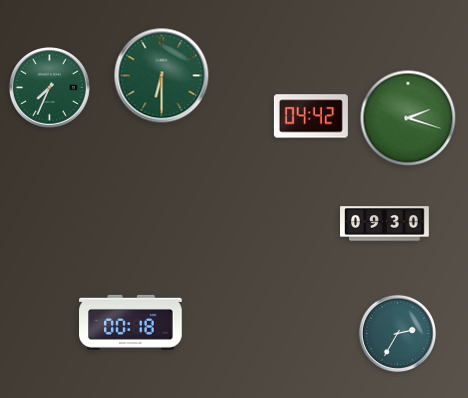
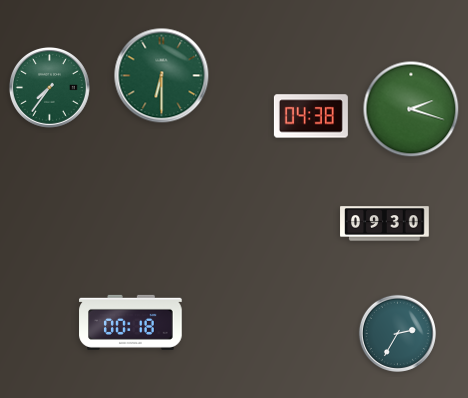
clock at (49, 87): 7:34 -> 7:36
clock at (311, 116): 04:42 -> 04:38
clock at (408, 118) position: (408, 118) -> (411, 109)
